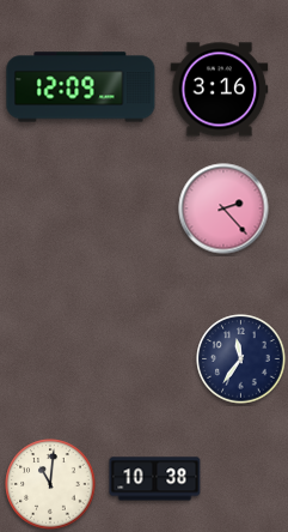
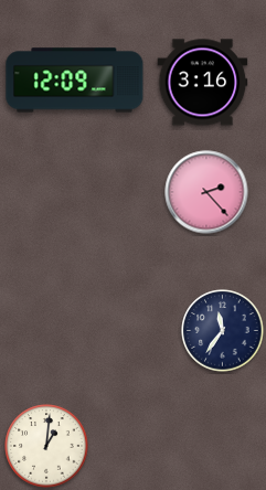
clock at (155, 479): 10:38 -> none
clock at (50, 484): 11:01 -> 1:01
